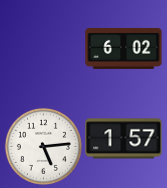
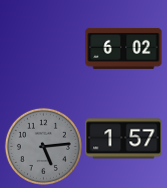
clock at (43, 146) dial: white -> grey
